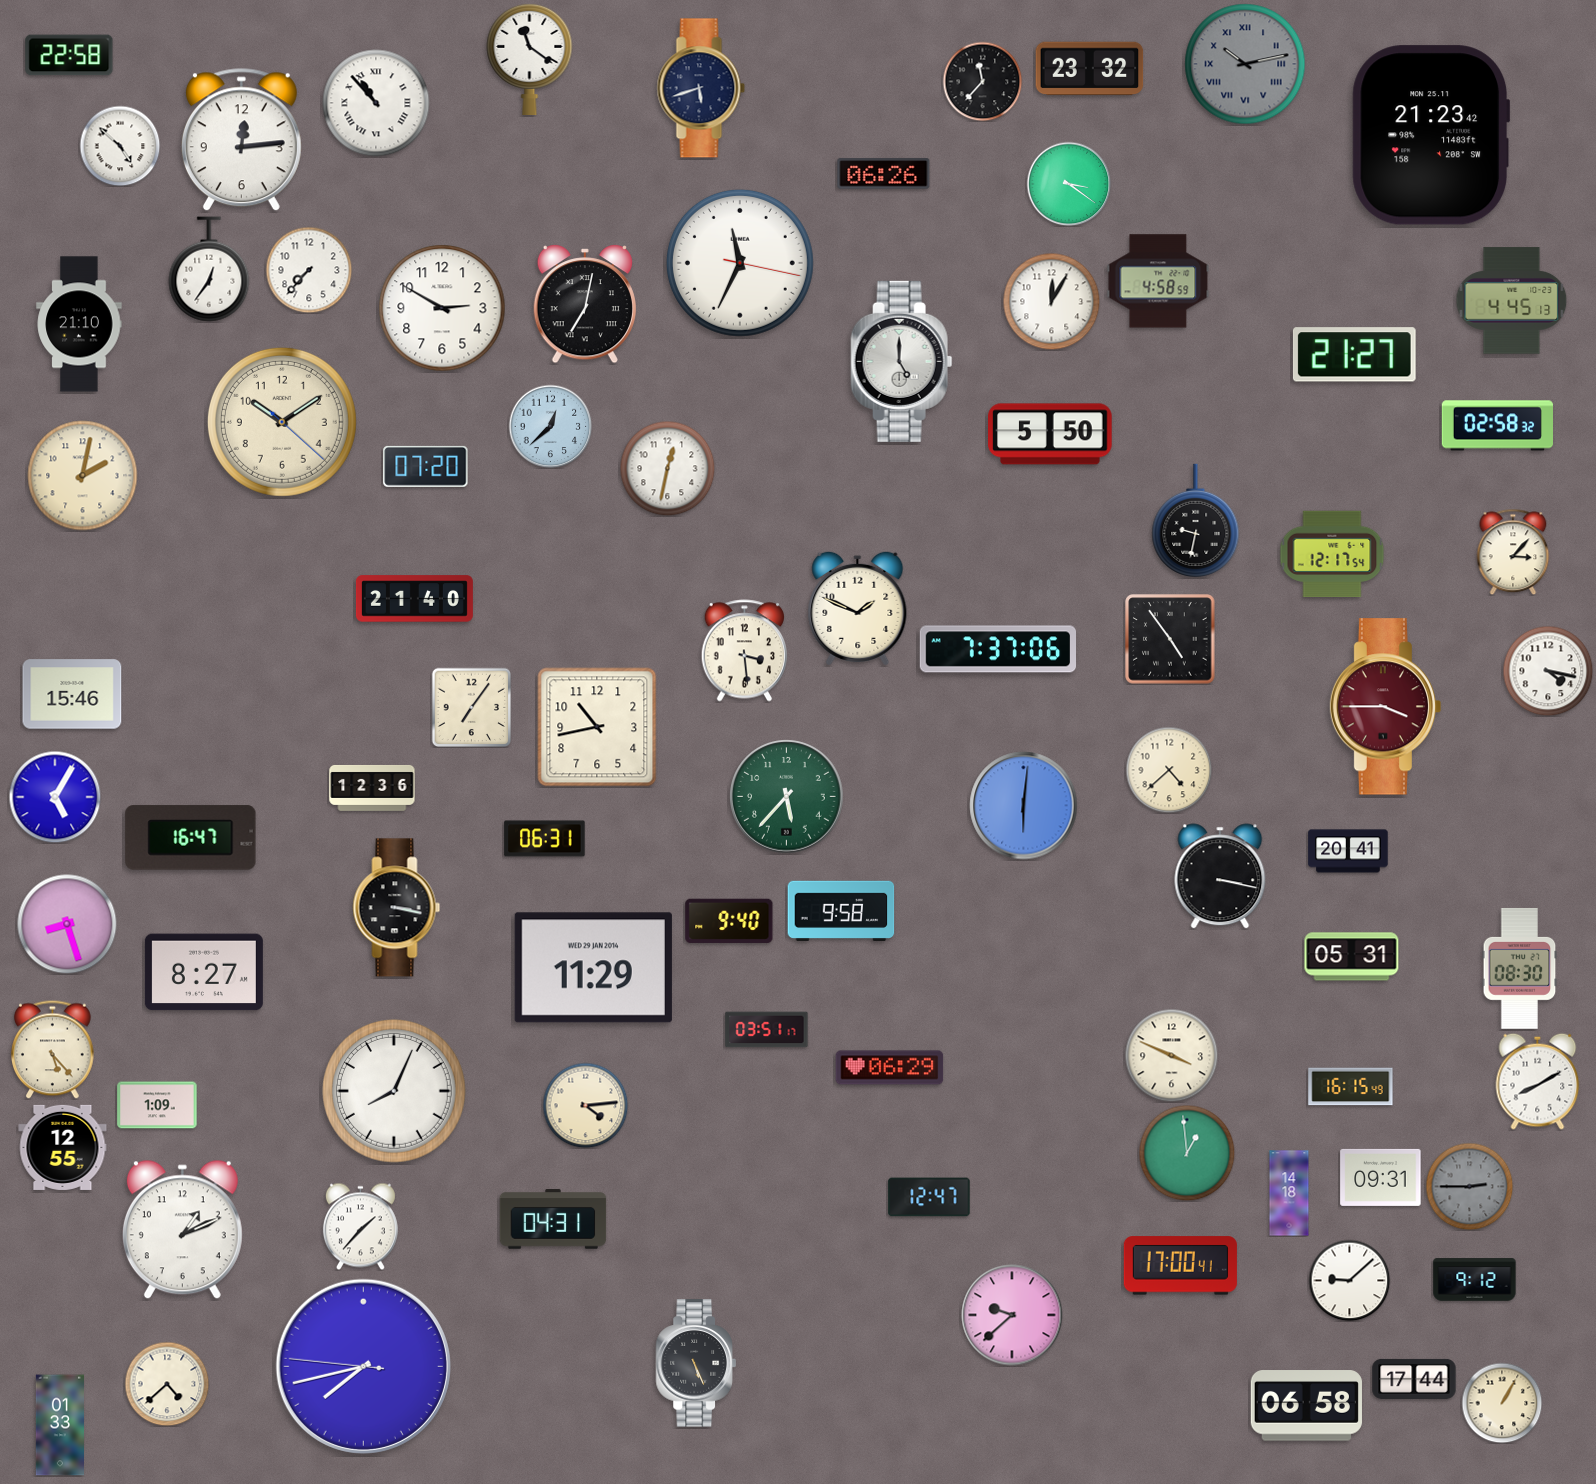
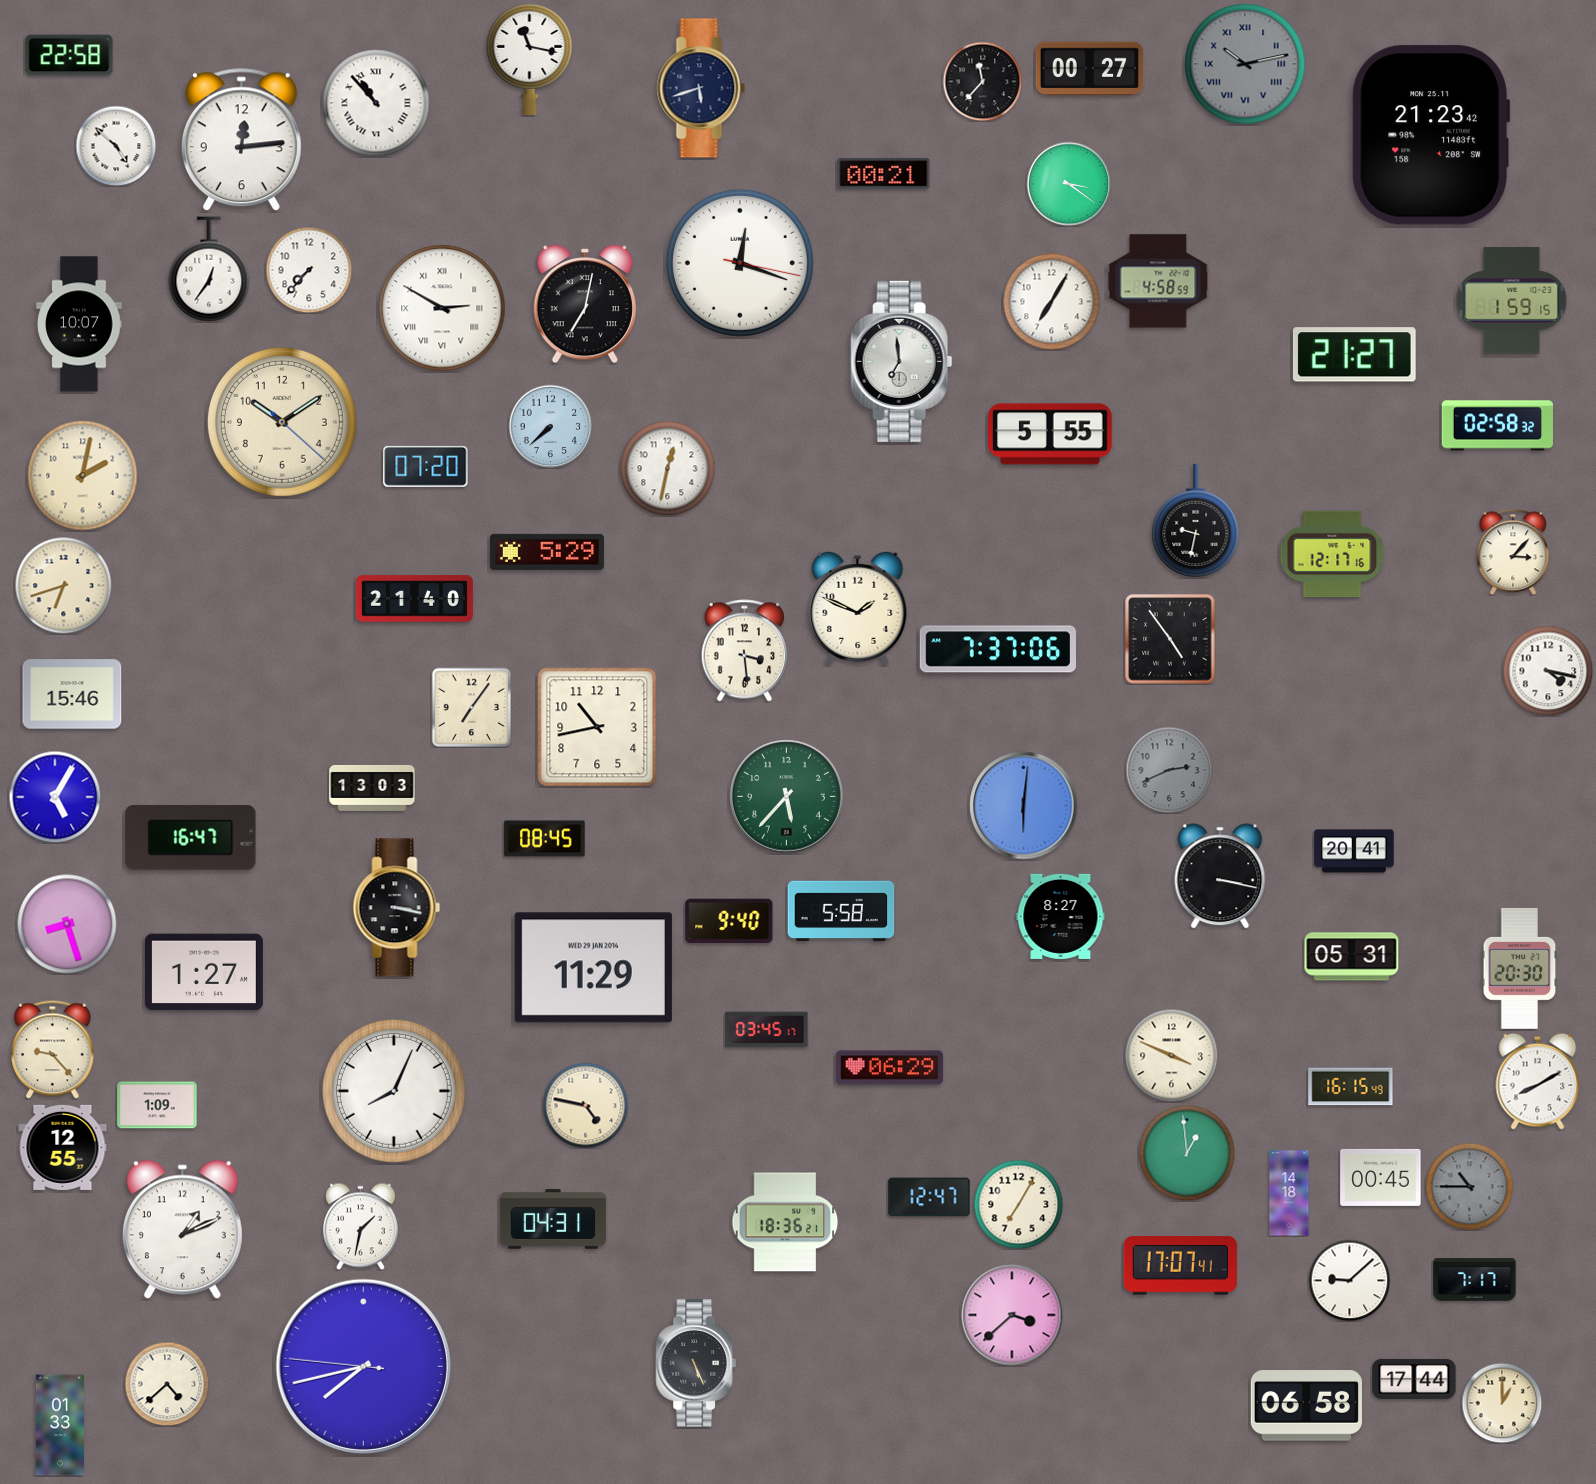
clock at (530, 58): 11:21 -> 11:17
clock at (1090, 69): 23:32 -> 00:27
clock at (120, 146) position: (120, 146) -> (116, 146)
clock at (884, 174): 06:26 -> 00:21
clock at (740, 263): 11:34 -> 12:18
clock at (1051, 301): 12:05 -> 7:05
clock at (1512, 301): 4:45 -> 1:59
clock at (442, 308) numerals: Arabic -> Roman
clock at (79, 324): 21:10 -> 10:07
clock at (902, 361): 5:00 -> 6:59
clock at (550, 426): 12:38 -> 7:38
clock at (1050, 434): 5:50 -> 5:55
clock at (547, 552): none -> 5:29
clock at (1332, 554): 12:17:54 -> 12:17:16
clock at (63, 585): none -> 6:42
clock at (1386, 707): 3:45 -> none
clock at (1169, 770): 4:38 -> 2:41
clock at (1169, 770) dial: cream -> grey
clock at (372, 788): 12:36 -> 13:03
clock at (545, 839): 06:31 -> 08:45
clock at (1348, 851) position: (1348, 851) -> (1354, 851)
clock at (841, 910): 9:58 -> 5:58
clock at (1061, 916): none -> 8:27
clock at (1520, 969): 08:30 -> 20:30
clock at (204, 972): 8:27 -> 1:27
clock at (767, 1030): 03:51 -> 03:45
clock at (53, 1049): 5:23 -> 9:23
clock at (585, 1105): 4:14 -> 4:47
clock at (1381, 1177): 09:31 -> 00:45
clock at (1469, 1186): 2:45 -> 10:45
clock at (1018, 1204): none -> 7:05
clock at (785, 1222): none -> 18:36
clock at (360, 1226): 1:37 -> 1:32
clock at (1180, 1266): 17:00 -> 17:07
clock at (1475, 1280): 9:12 -> 7:17
clock at (1012, 1315): 9:38 -> 3:38
clock at (1502, 1403): 1:05 -> 1:00
